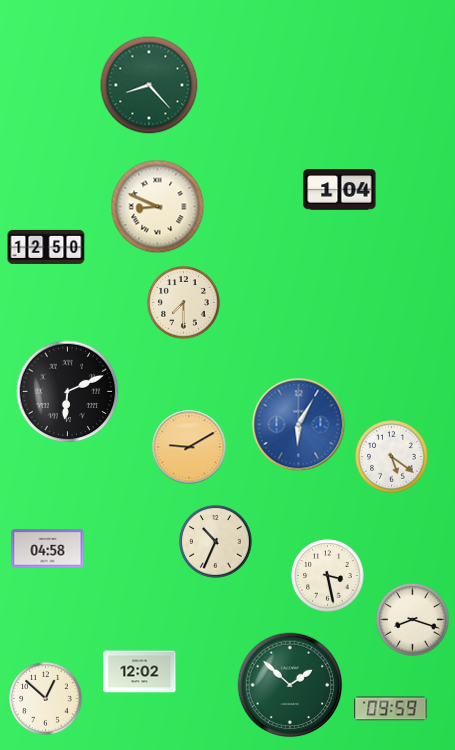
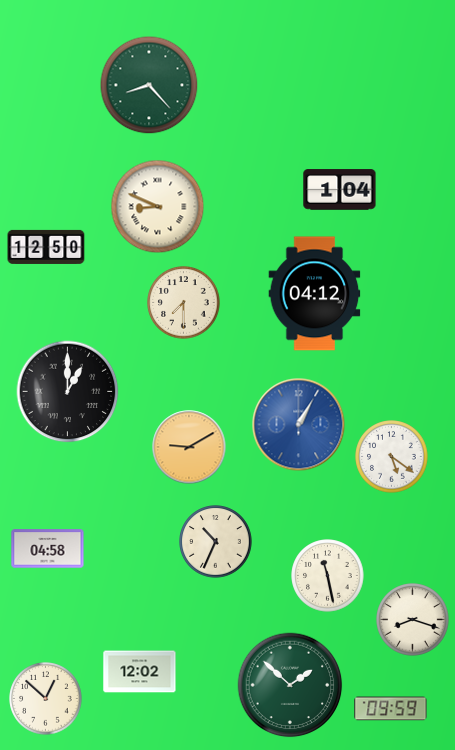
clock at (315, 294): none -> 04:12
clock at (68, 392): 6:11 -> 1:00
clock at (299, 425): 6:05 -> 1:05
clock at (328, 576): 3:28 -> 11:28
